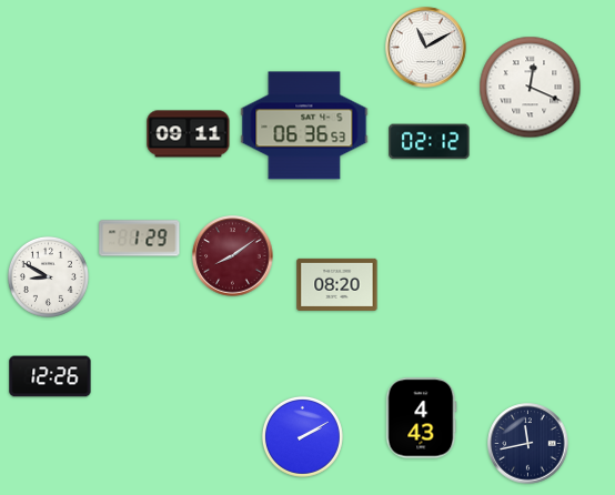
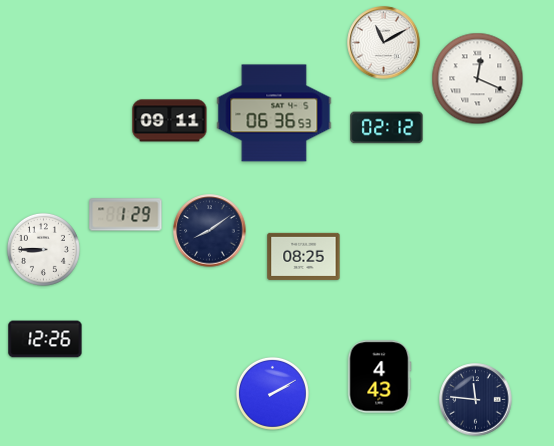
clock at (233, 256) dial: burgundy -> navy
clock at (48, 276): 8:50 -> 8:45
clock at (337, 284): 08:20 -> 08:25
clock at (528, 444): 11:43 -> 11:46
